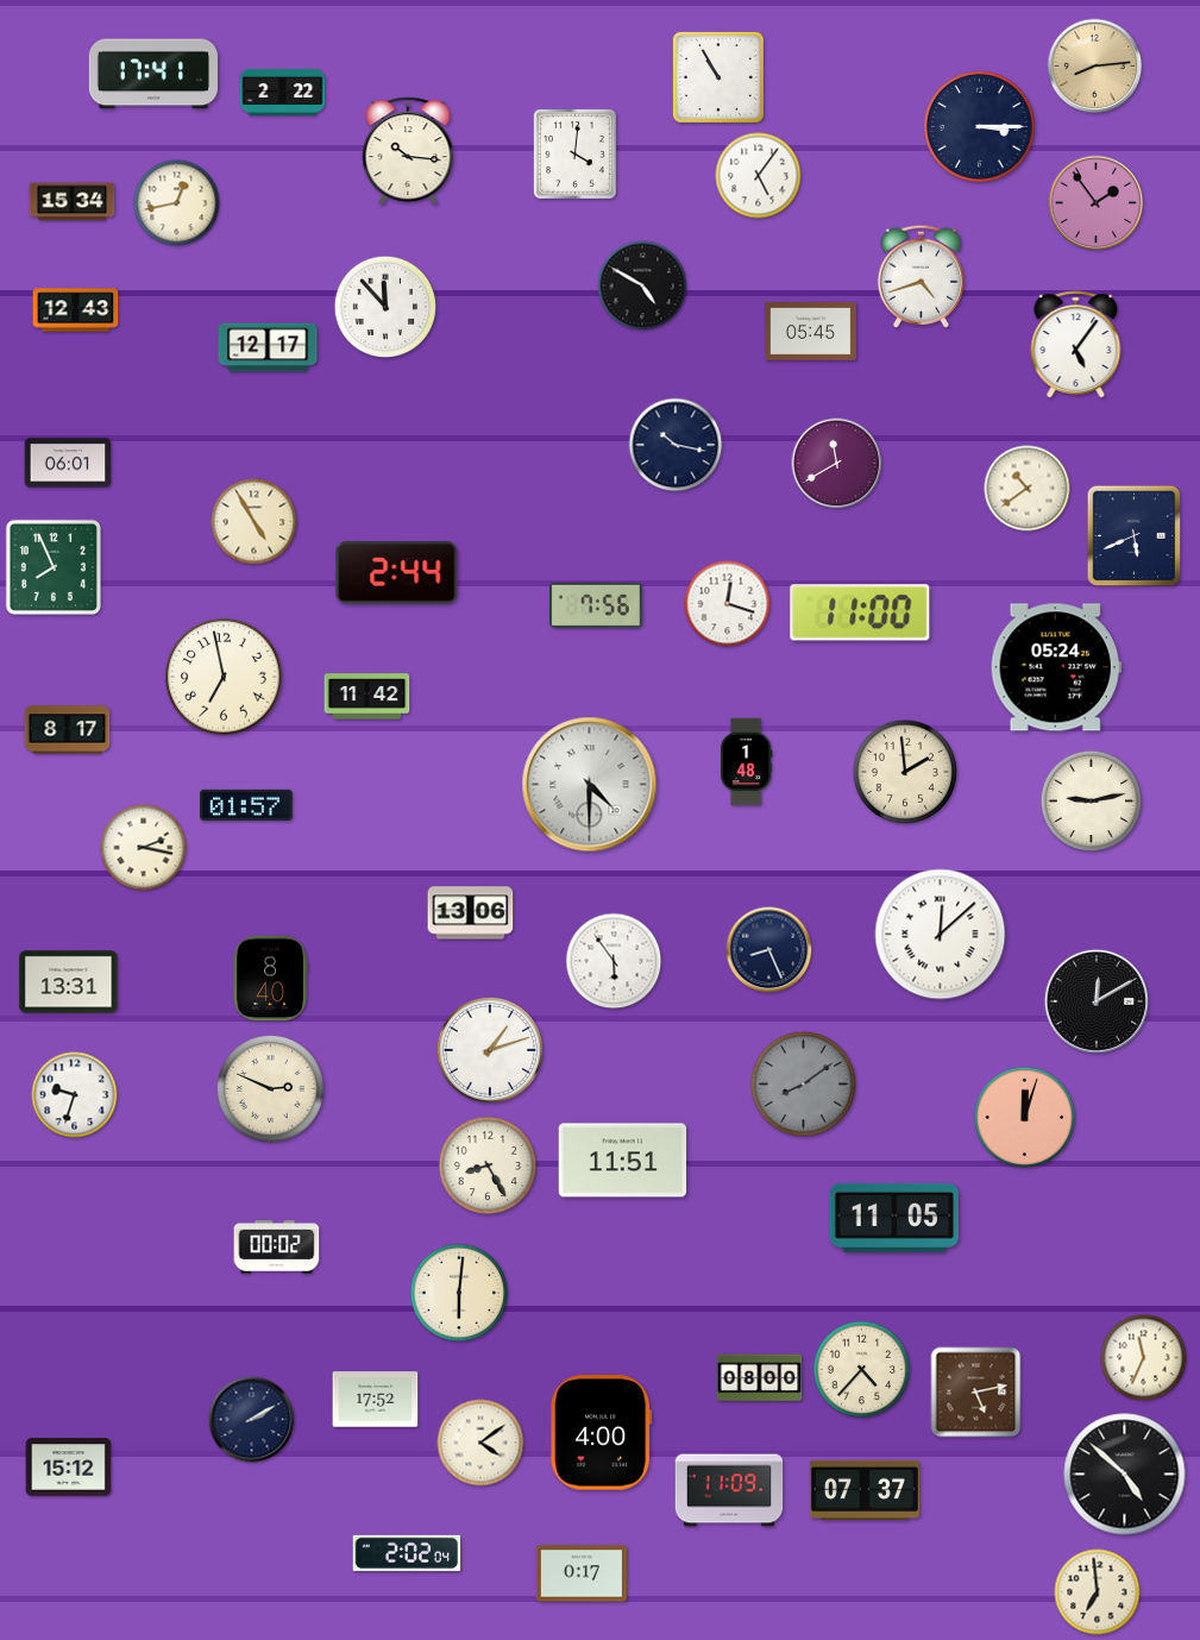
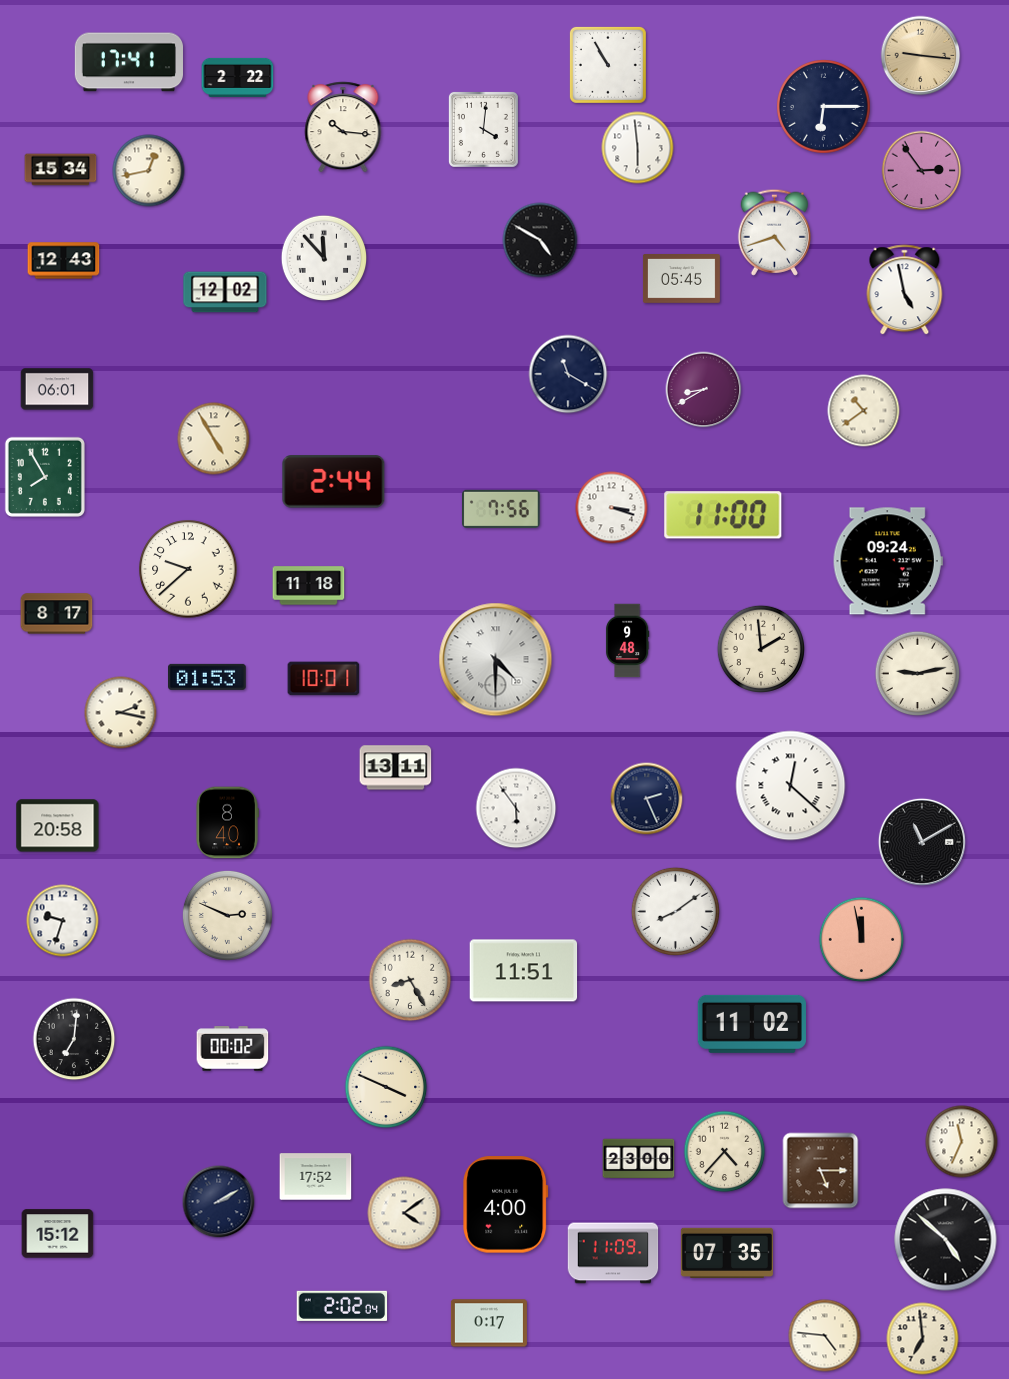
clock at (1095, 67): 8:14 -> 9:16
clock at (718, 77) position: (718, 77) -> (608, 65)
clock at (980, 127): 3:15 -> 6:15
clock at (759, 176): 5:06 -> 5:59
clock at (1097, 203): 1:54 -> 2:54
clock at (1076, 345): 5:06 -> 4:58
clock at (268, 347): 12:17 -> 12:02
clock at (676, 445): 10:17 -> 11:20
clock at (837, 464): 11:40 -> 8:40
clock at (1135, 536): 5:41 -> none
clock at (54, 567): 7:56 -> 7:55
clock at (728, 604): 12:18 -> 3:18
clock at (1056, 667): 05:24 -> 09:24
clock at (224, 677): 6:58 -> 9:38
clock at (367, 697): 11:42 -> 11:18
clock at (746, 762): 1:48 -> 9:48
clock at (247, 805): 01:57 -> 01:53
clock at (324, 679): none -> 10:01
clock at (471, 913): 13:06 -> 13:11
clock at (941, 935): 12:08 -> 12:22
clock at (769, 950): 8:26 -> 2:26
clock at (69, 982): 13:31 -> 20:58
clock at (1097, 1001): 12:10 -> 11:10
clock at (490, 1050): 1:12 -> none
clock at (803, 1083) dial: grey -> white
clock at (1025, 1118): 12:03 -> 11:58
clock at (623, 1161) position: (623, 1161) -> (524, 971)
clock at (894, 1218): 11:05 -> 11:02
clock at (74, 1039): none -> 7:01
clock at (459, 1293): 6:01 -> 3:49
clock at (760, 1378): 08:00 -> 23:00
clock at (976, 1393): 5:13 -> 5:15
clock at (252, 1420) position: (252, 1420) -> (219, 1202)
clock at (865, 1490): 07:37 -> 07:35
clock at (825, 1336): none -> 4:46
